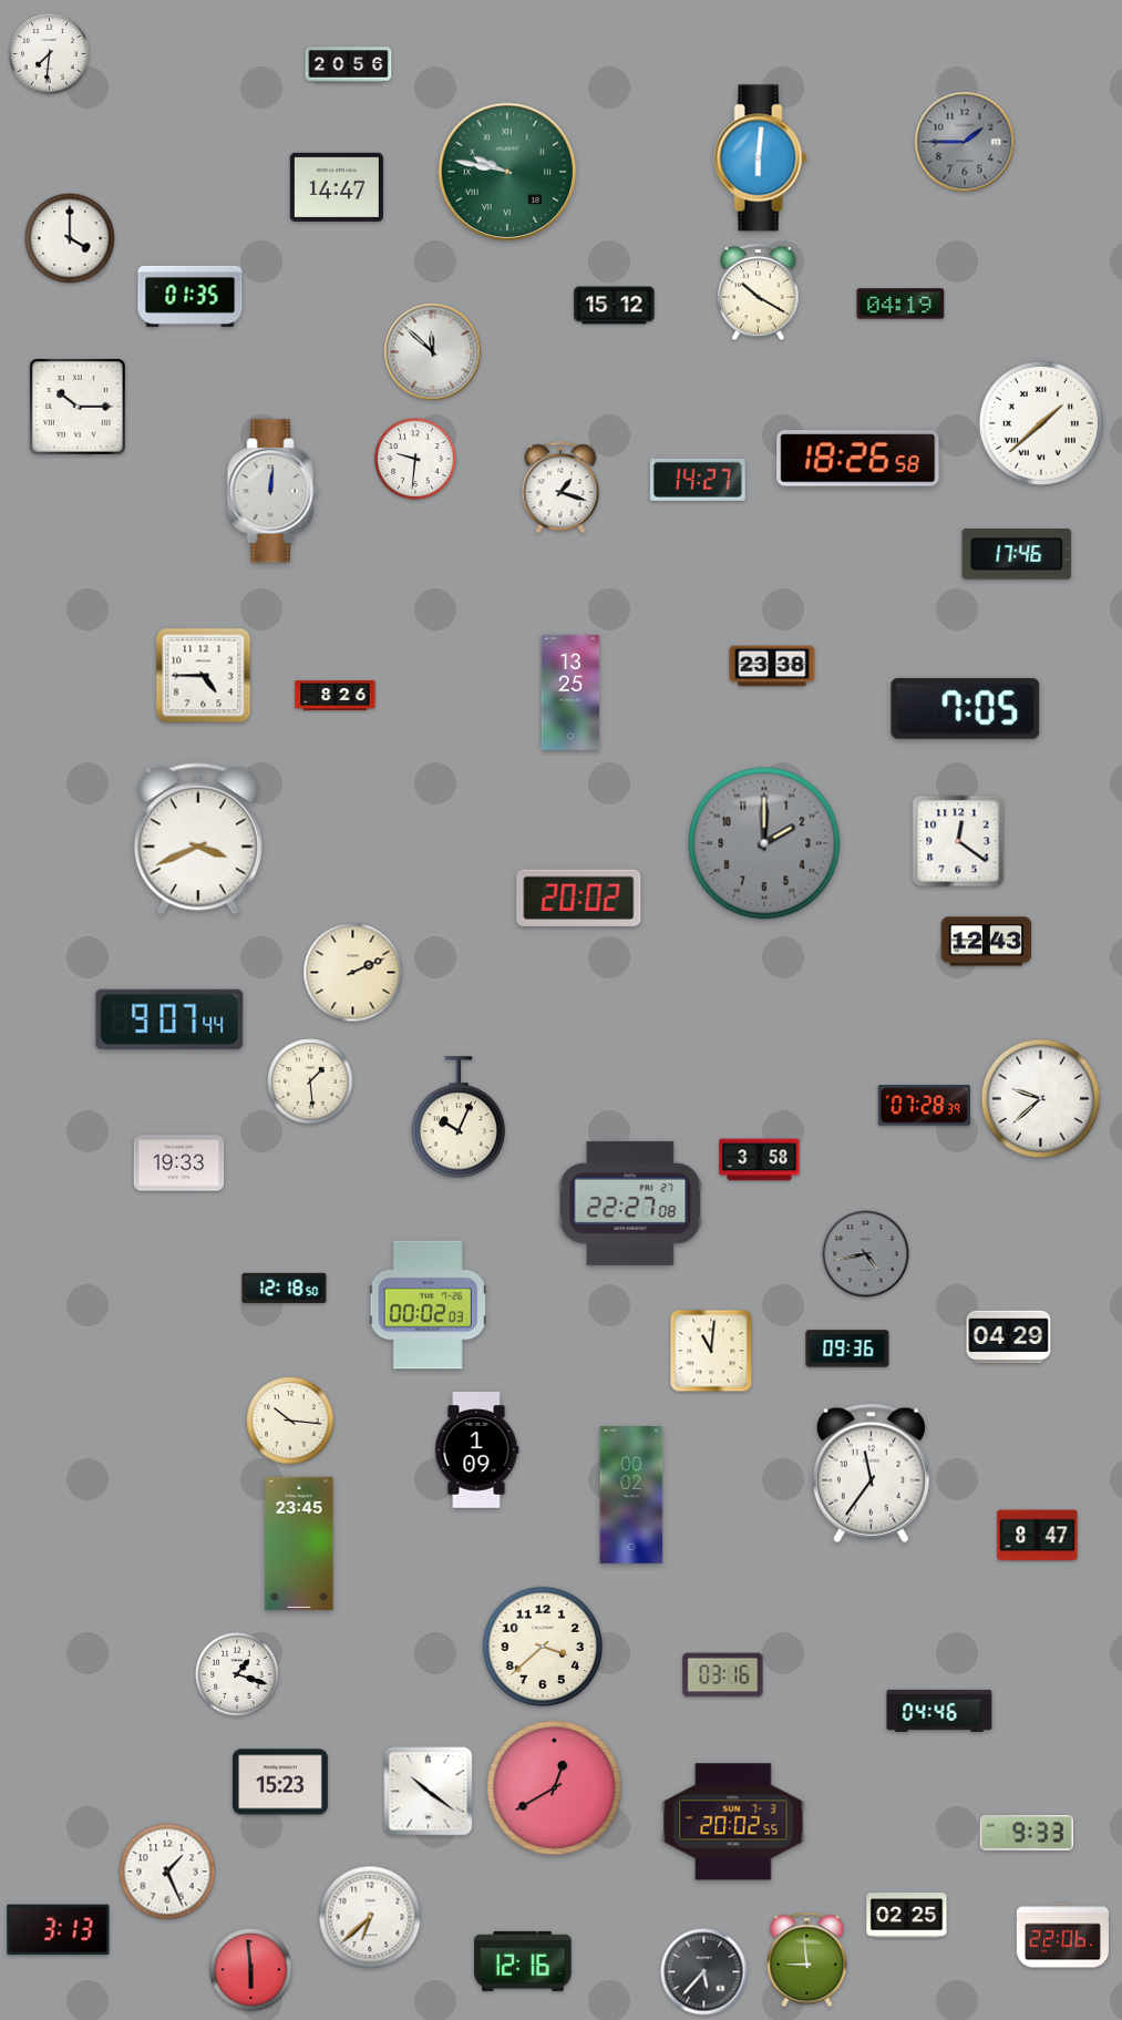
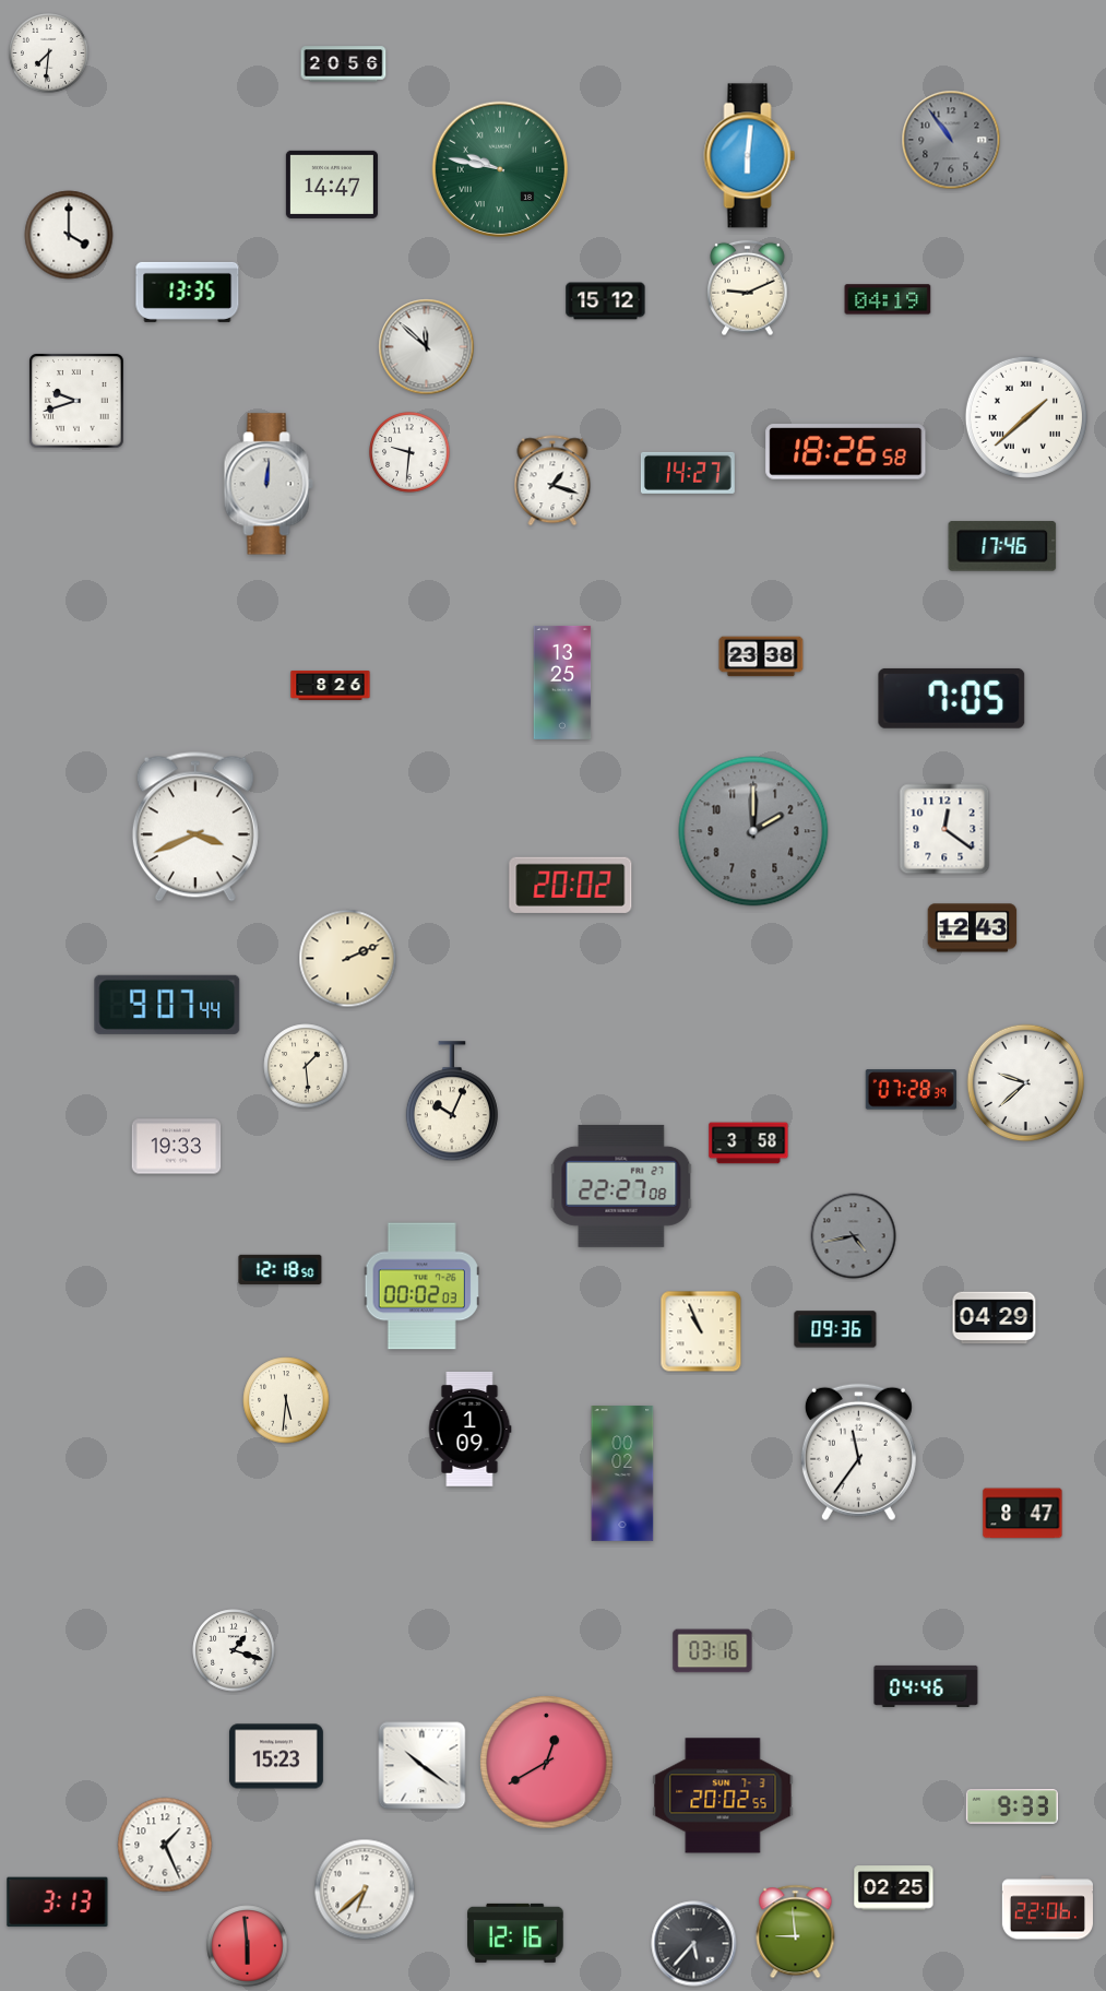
clock at (965, 142): 1:45 -> 10:54
clock at (759, 293): 10:20 -> 9:11
clock at (191, 296): 01:35 -> 13:35
clock at (79, 408): 10:15 -> 9:42
clock at (204, 676): 4:45 -> none
clock at (711, 1351): 11:01 -> 10:56
clock at (290, 1421): 10:16 -> 5:31
clock at (299, 1542): 23:45 -> none
clock at (542, 1645): 3:38 -> none
clock at (251, 1970) position: (251, 1970) -> (248, 1946)
